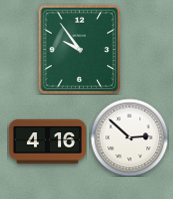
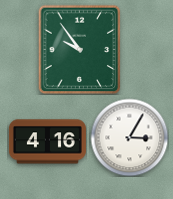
clock at (129, 137): 2:52 -> 3:05
